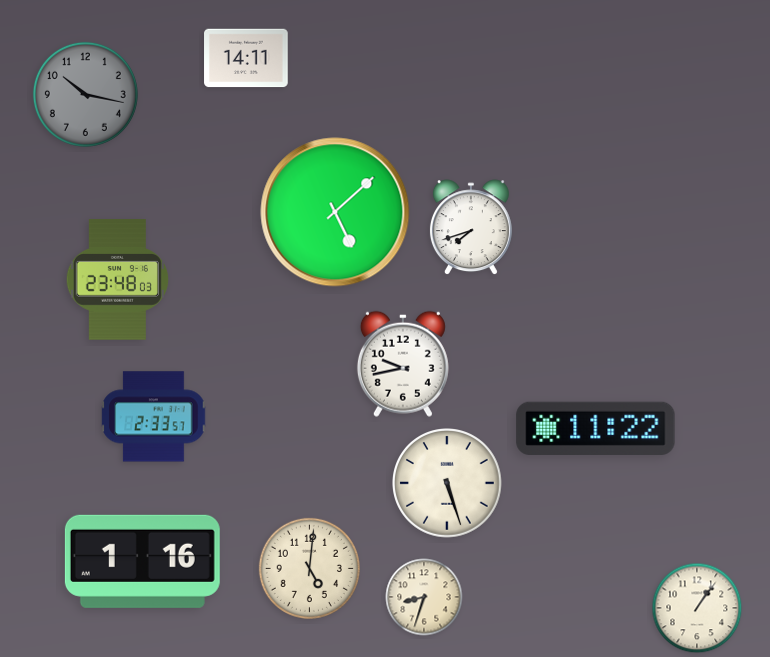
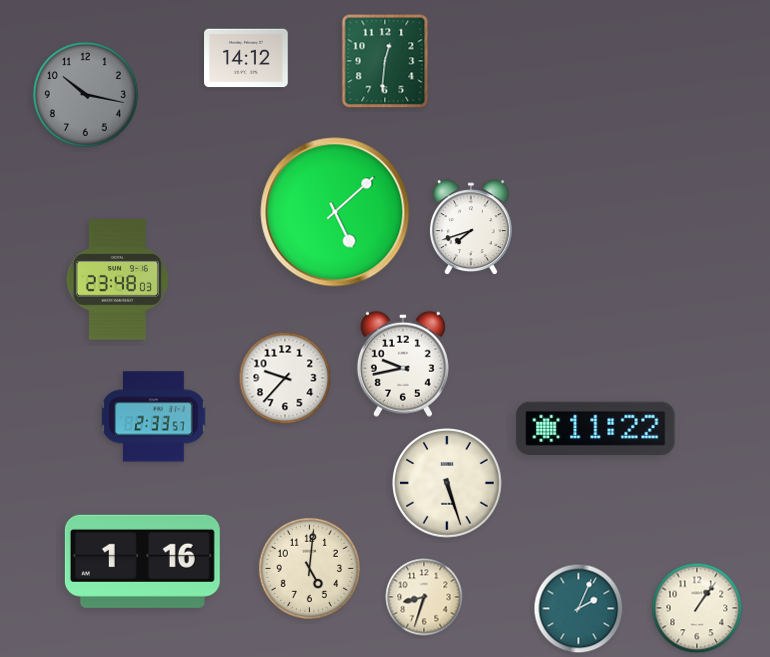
clock at (246, 58): 14:11 -> 14:12
clock at (385, 61): none -> 12:31
clock at (285, 378): none -> 9:37
clock at (579, 609): none -> 2:04
